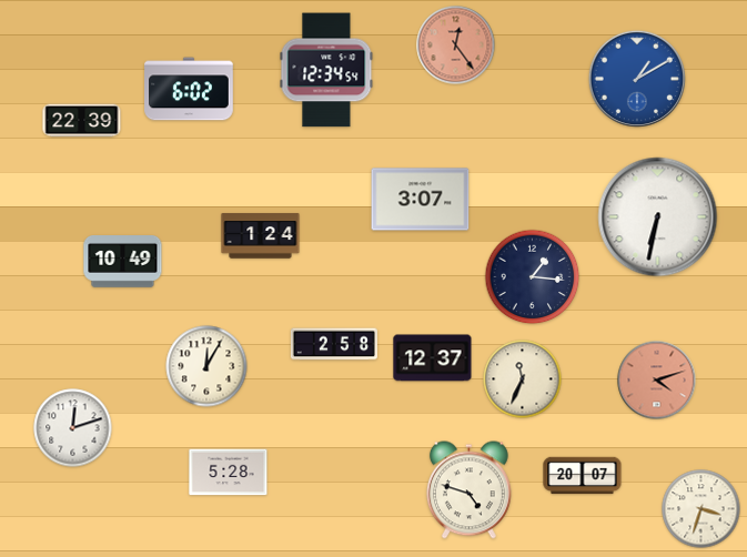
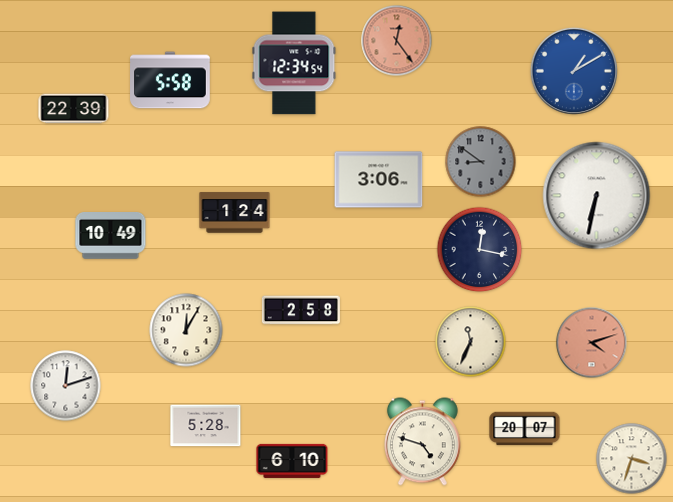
clock at (456, 45) position: (456, 45) -> (397, 41)
clock at (189, 89): 6:02 -> 5:58
clock at (481, 162): none -> 8:51
clock at (421, 200): 3:07 -> 3:06
clock at (658, 217) position: (658, 217) -> (597, 196)
clock at (533, 277): 1:16 -> 12:17
clock at (433, 358): 12:37 -> none
clock at (292, 461): none -> 6:10
